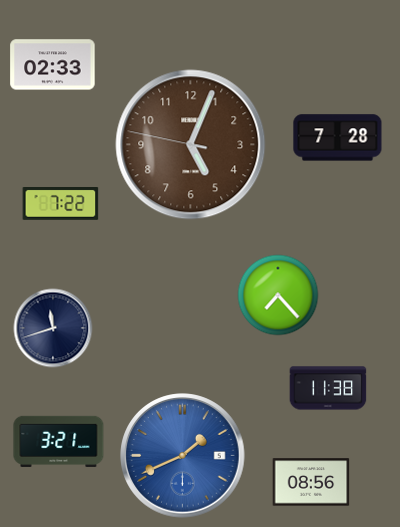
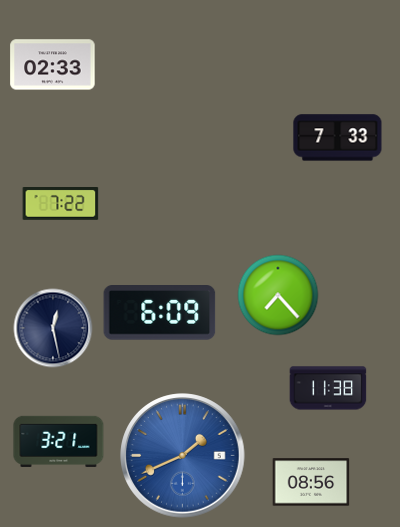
clock at (338, 138): 7:28 -> 7:33
clock at (191, 145): 5:03 -> none
clock at (160, 313): none -> 6:09
clock at (53, 328): 11:42 -> 12:28
